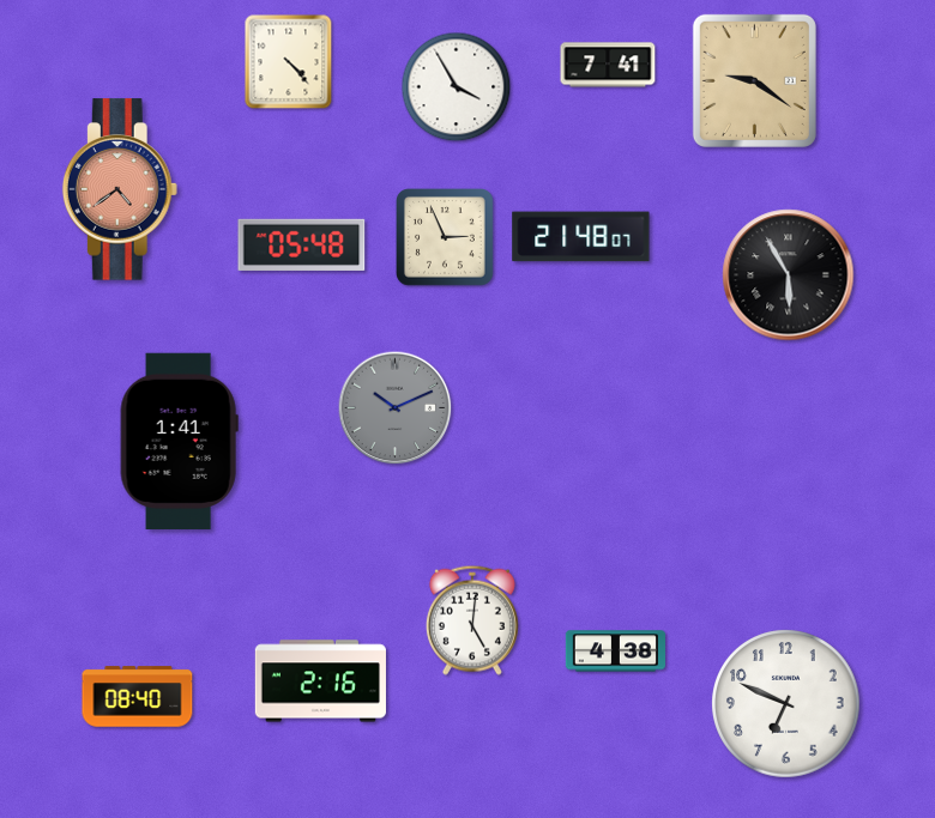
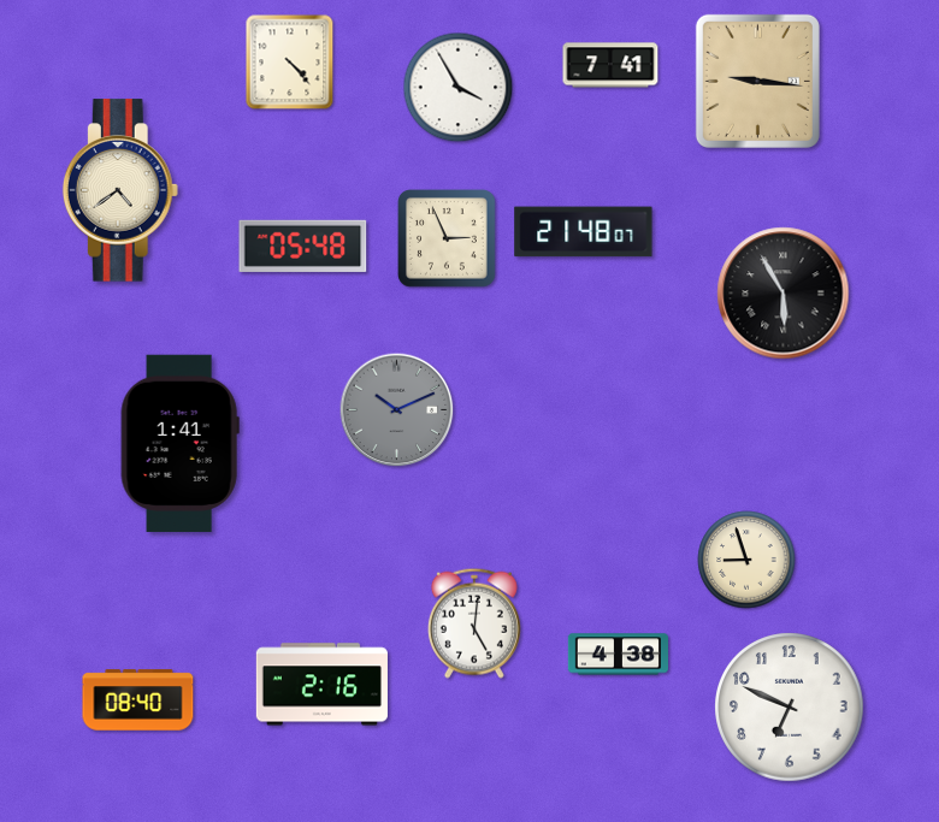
clock at (754, 80): 9:21 -> 9:16
clock at (120, 189) dial: salmon -> cream
clock at (581, 237) position: (581, 237) -> (584, 232)
clock at (789, 275) position: (789, 275) -> (784, 294)
clock at (746, 560): none -> 8:57
